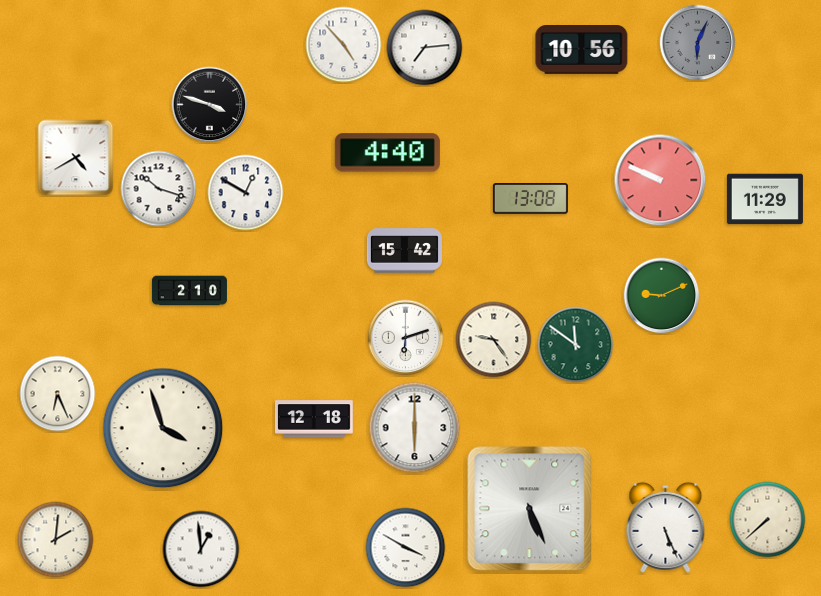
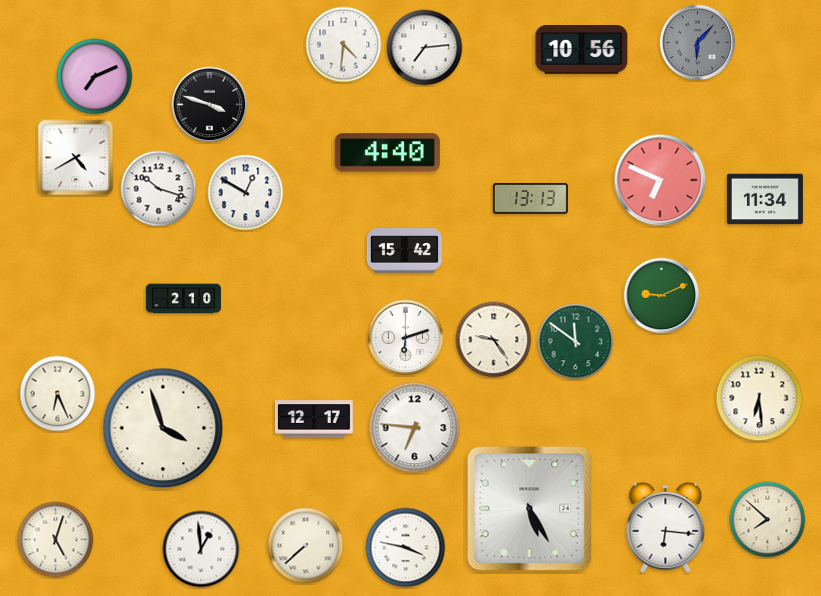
clock at (698, 43): 6:04 -> 6:07
clock at (344, 45): 4:53 -> 4:31
clock at (95, 77): none -> 7:11
clock at (660, 180): 9:49 -> 6:49
clock at (530, 199): 13:08 -> 13:13
clock at (765, 199): 11:29 -> 11:34
clock at (189, 291) position: (189, 291) -> (183, 299)
clock at (576, 345) position: (576, 345) -> (576, 342)
clock at (759, 398): none -> 6:29
clock at (315, 419): 12:18 -> 12:17
clock at (415, 428): 6:00 -> 6:46
clock at (530, 509): 5:26 -> 5:25
clock at (768, 520): 7:38 -> 7:52
clock at (666, 527): 5:26 -> 6:16
clock at (56, 540): 2:01 -> 5:03
clock at (306, 546): none -> 7:38
clock at (406, 548): 3:50 -> 3:47
